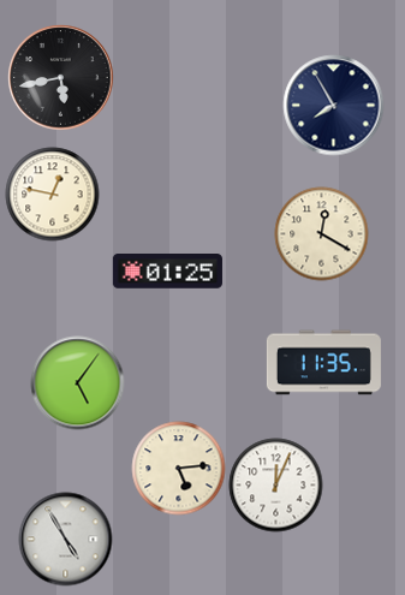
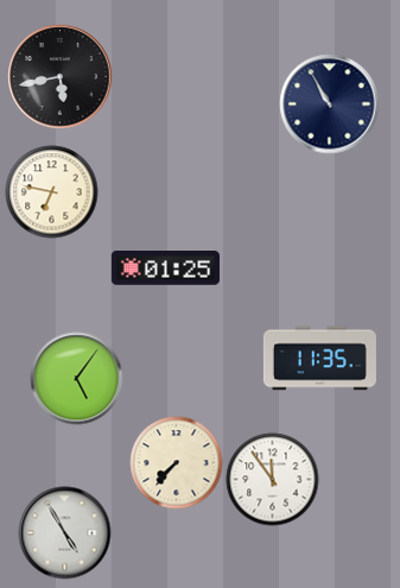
clock at (333, 105): 7:55 -> 10:55
clock at (52, 194): 12:47 -> 6:47
clock at (321, 233): 12:20 -> none
clock at (178, 468): 5:14 -> 7:37
clock at (275, 484): 12:04 -> 11:54
